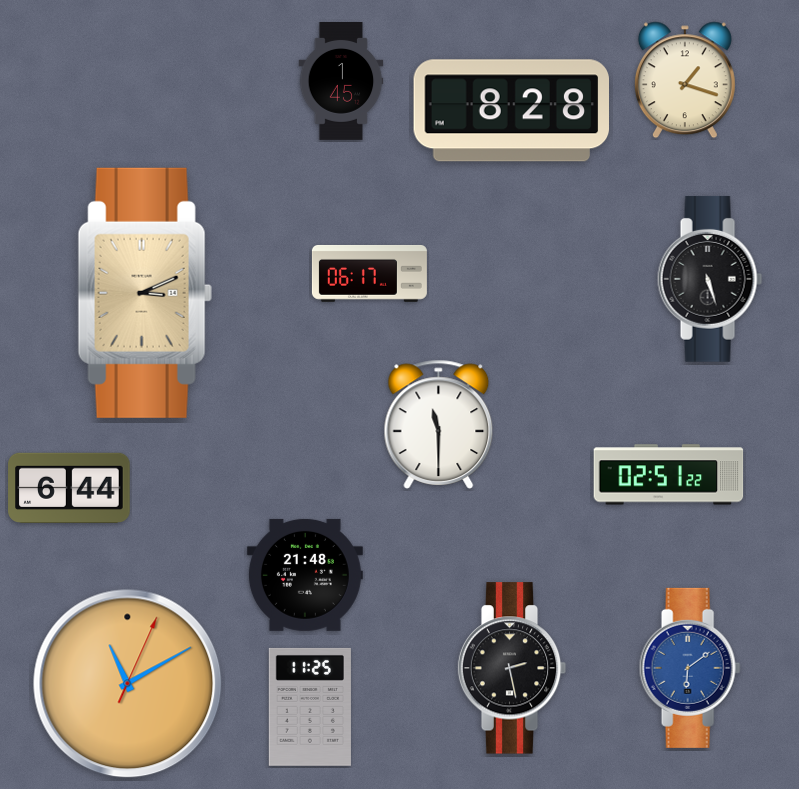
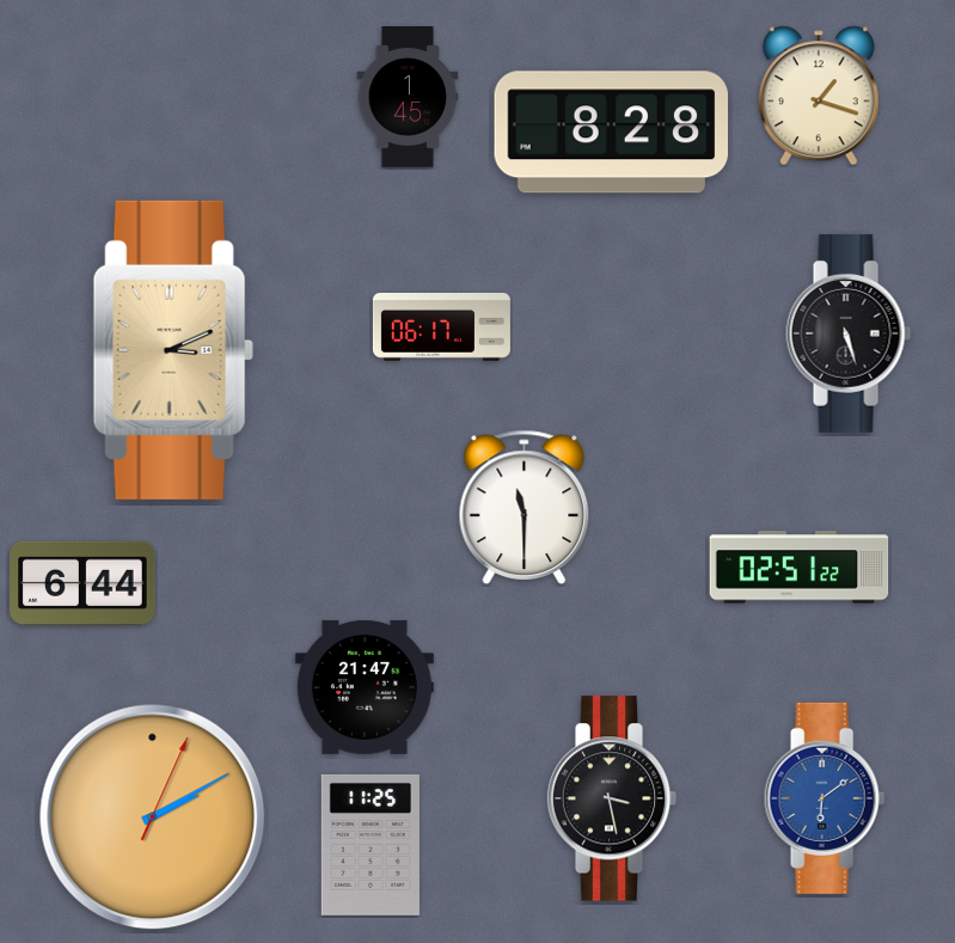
clock at (305, 575): 21:48 -> 21:47
clock at (512, 668): 2:28 -> 3:28
clock at (128, 684): 11:10 -> 2:10
